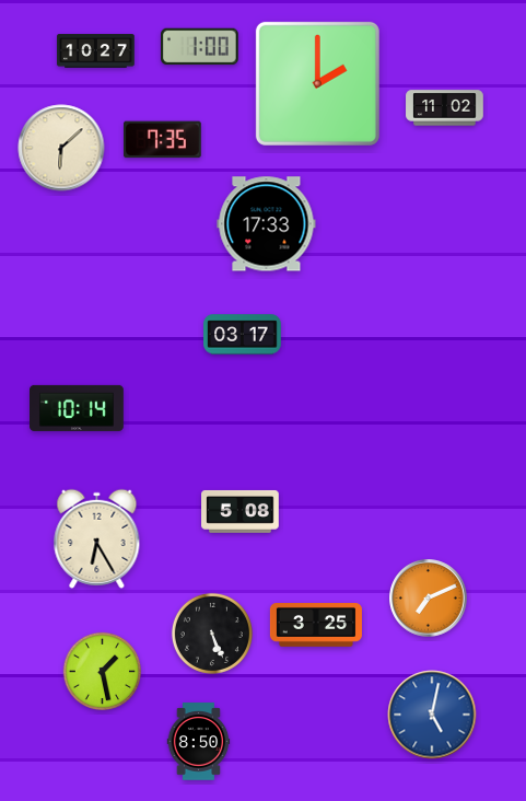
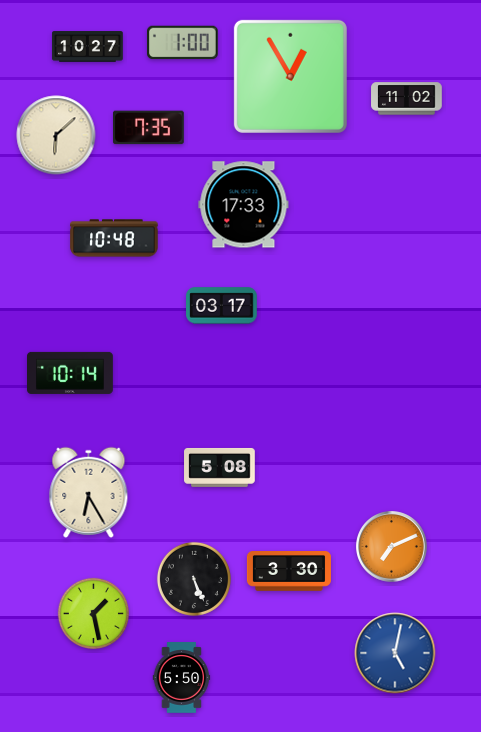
clock at (317, 83): 2:00 -> 12:55
clock at (114, 238): none -> 10:48
clock at (316, 626): 3:25 -> 3:30
clock at (199, 742): 8:50 -> 5:50
